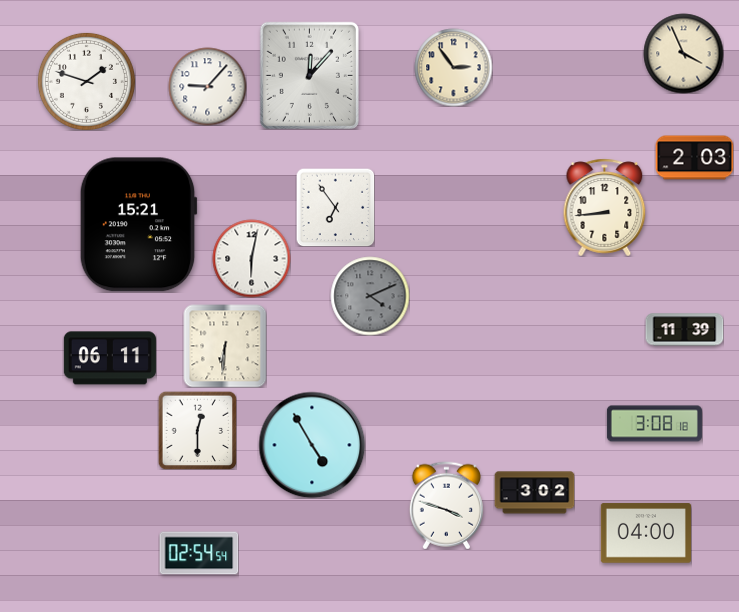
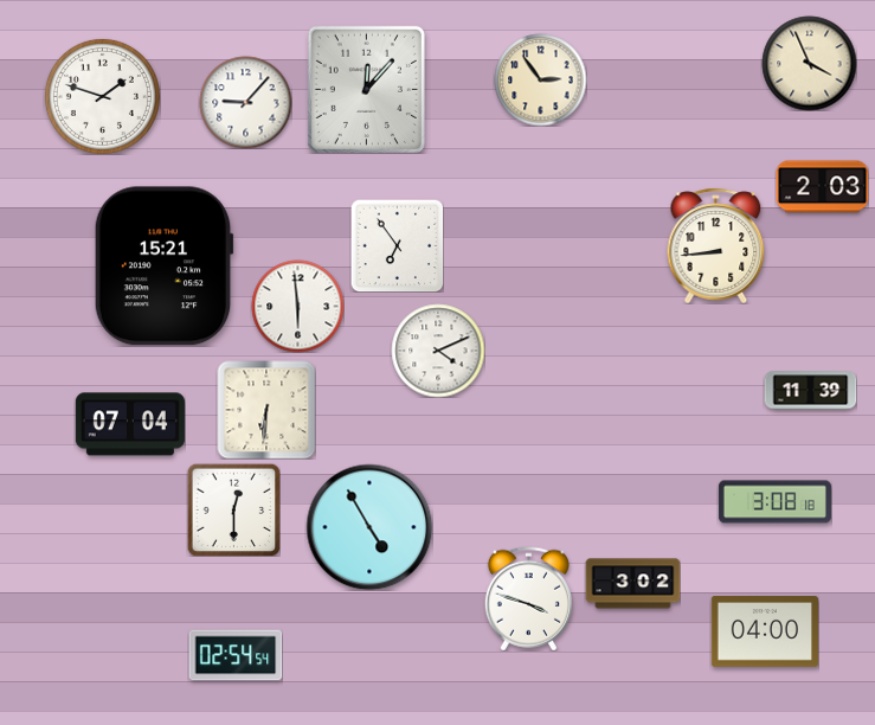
clock at (453, 67) position: (453, 67) -> (540, 79)
clock at (251, 258): 6:02 -> 5:59
clock at (370, 296) dial: grey -> white
clock at (110, 358): 06:11 -> 07:04
